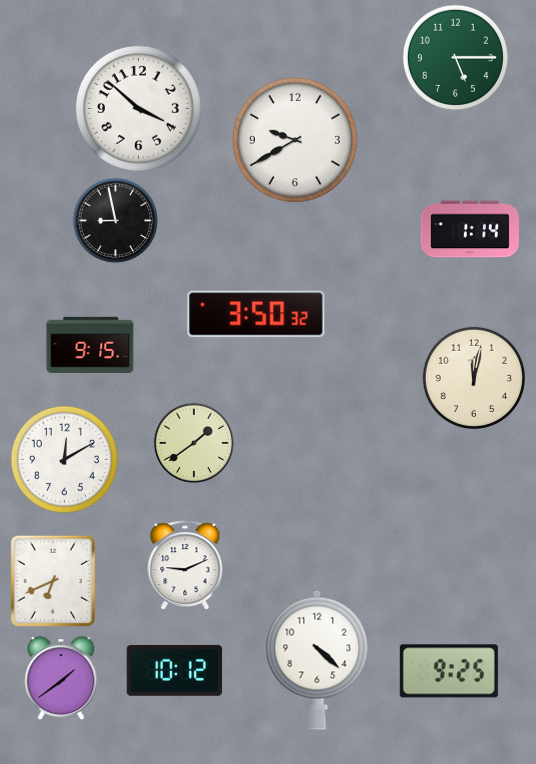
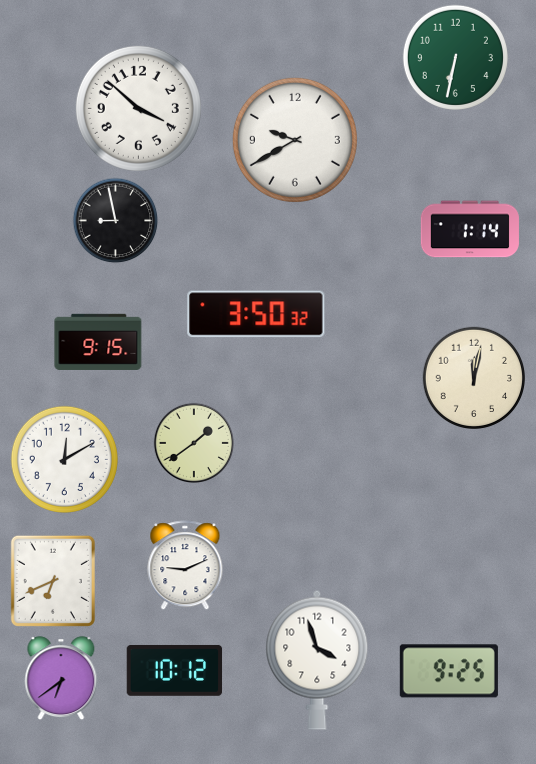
clock at (455, 57): 5:15 -> 6:32
clock at (90, 345) position: (90, 345) -> (98, 342)
clock at (317, 660): 4:22 -> 3:57
clock at (61, 679): 1:39 -> 6:39
